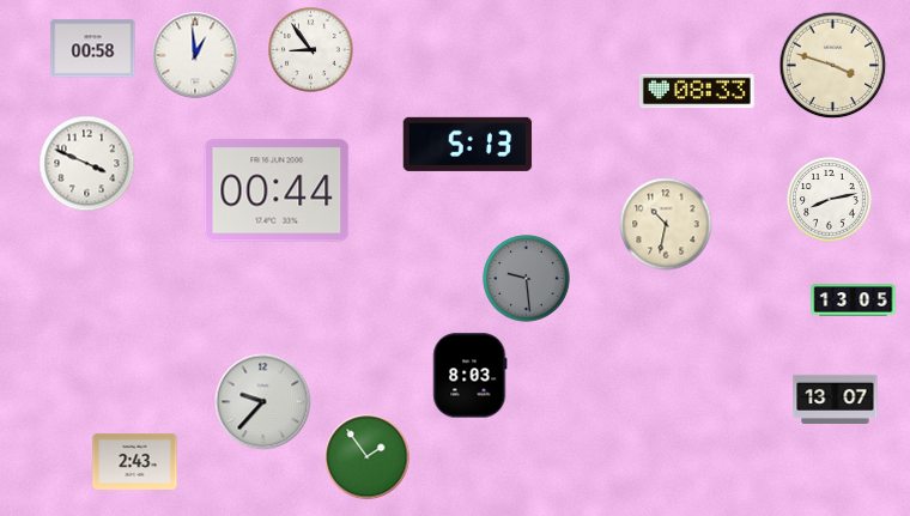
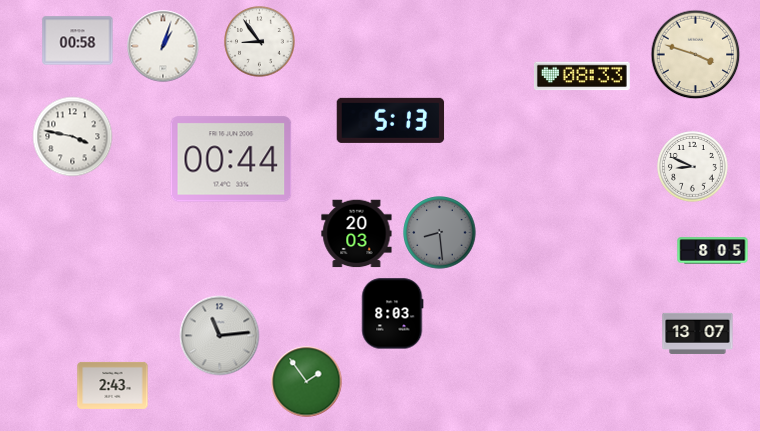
clock at (195, 55): 12:59 -> 1:03
clock at (87, 164): 3:49 -> 3:47
clock at (830, 200): 8:13 -> 8:49
clock at (666, 224): 10:32 -> none
clock at (527, 279): 9:29 -> 8:29
clock at (357, 234): none -> 20:03
clock at (854, 301): 13:05 -> 8:05
clock at (263, 402): 9:37 -> 11:14
